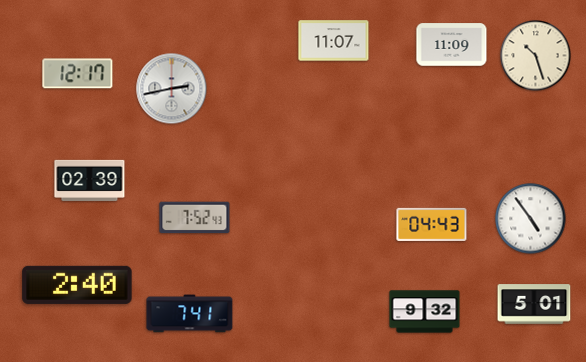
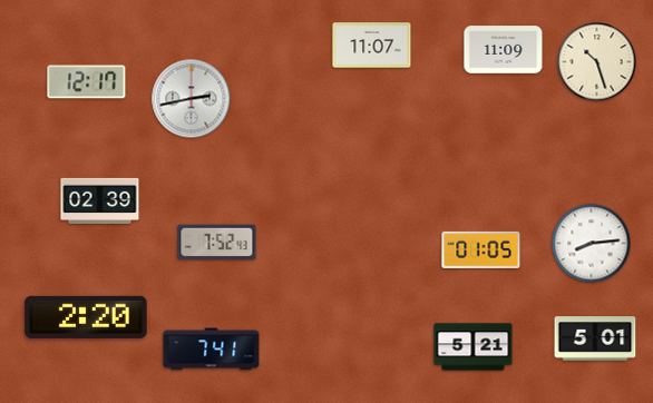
clock at (531, 219): 4:54 -> 8:14
clock at (432, 224): 04:43 -> 01:05
clock at (77, 285): 2:40 -> 2:20
clock at (425, 312): 9:32 -> 5:21
